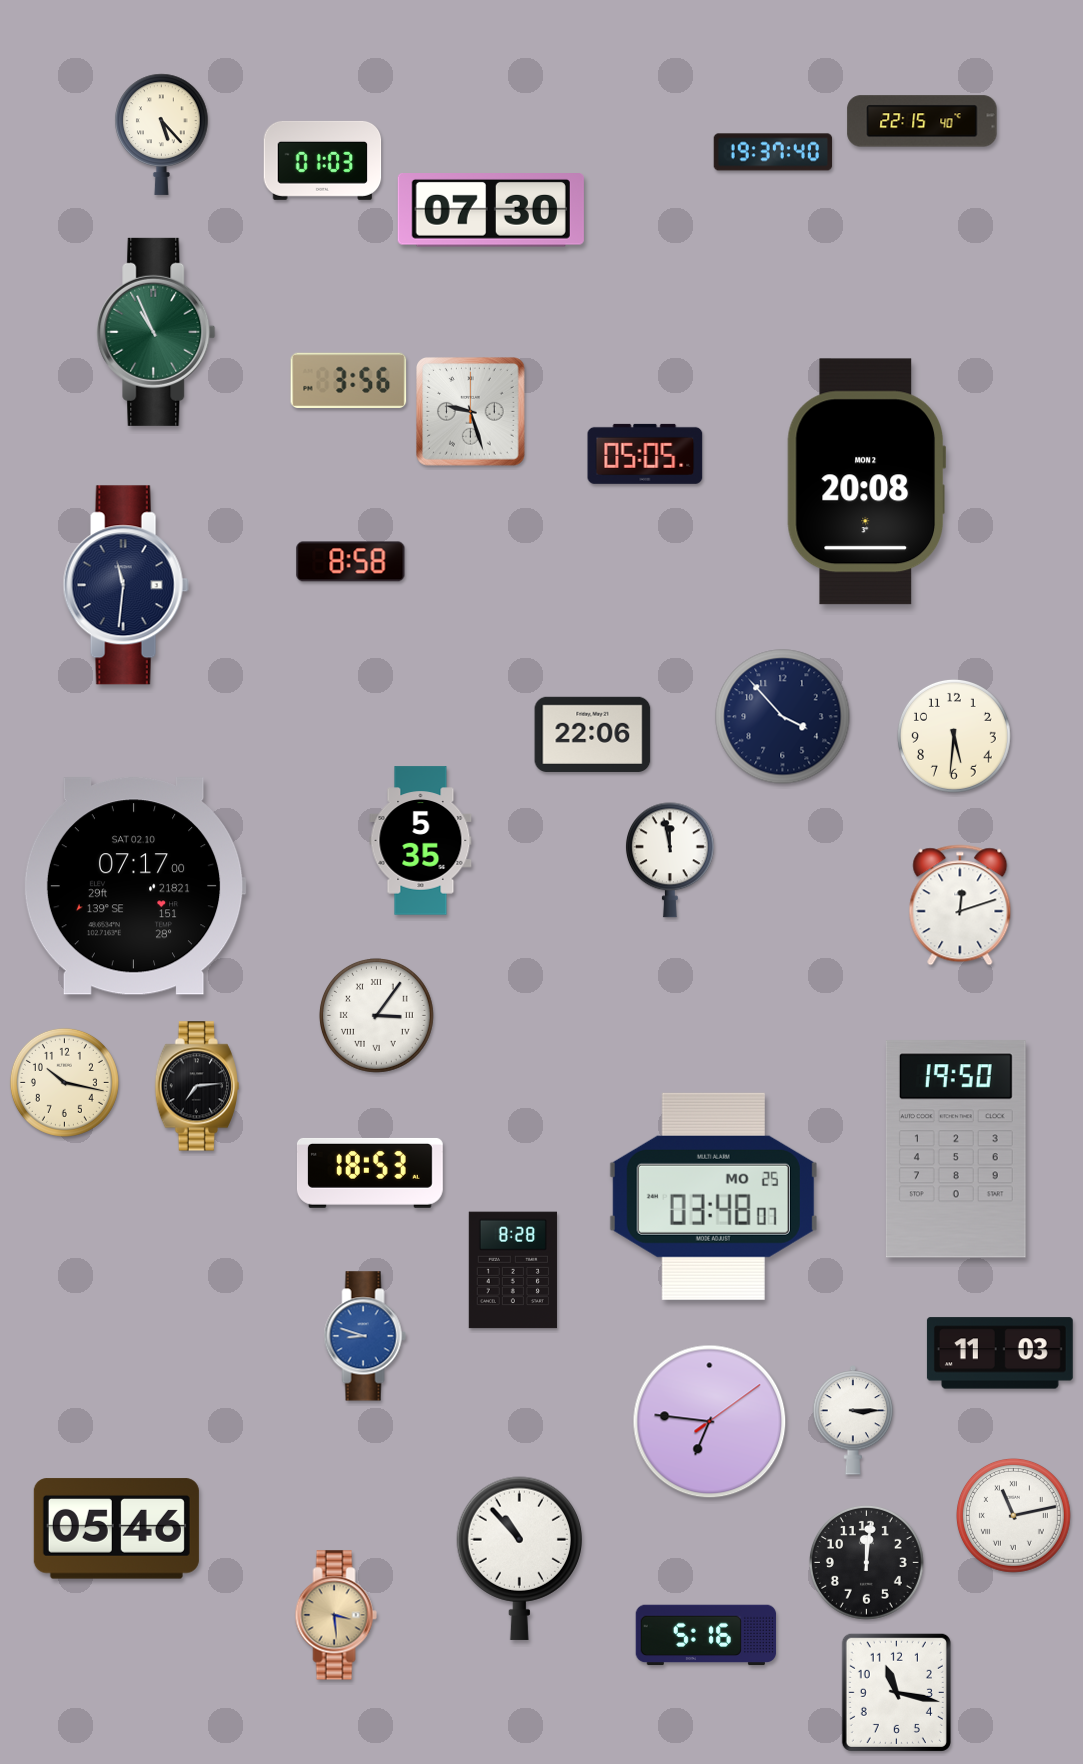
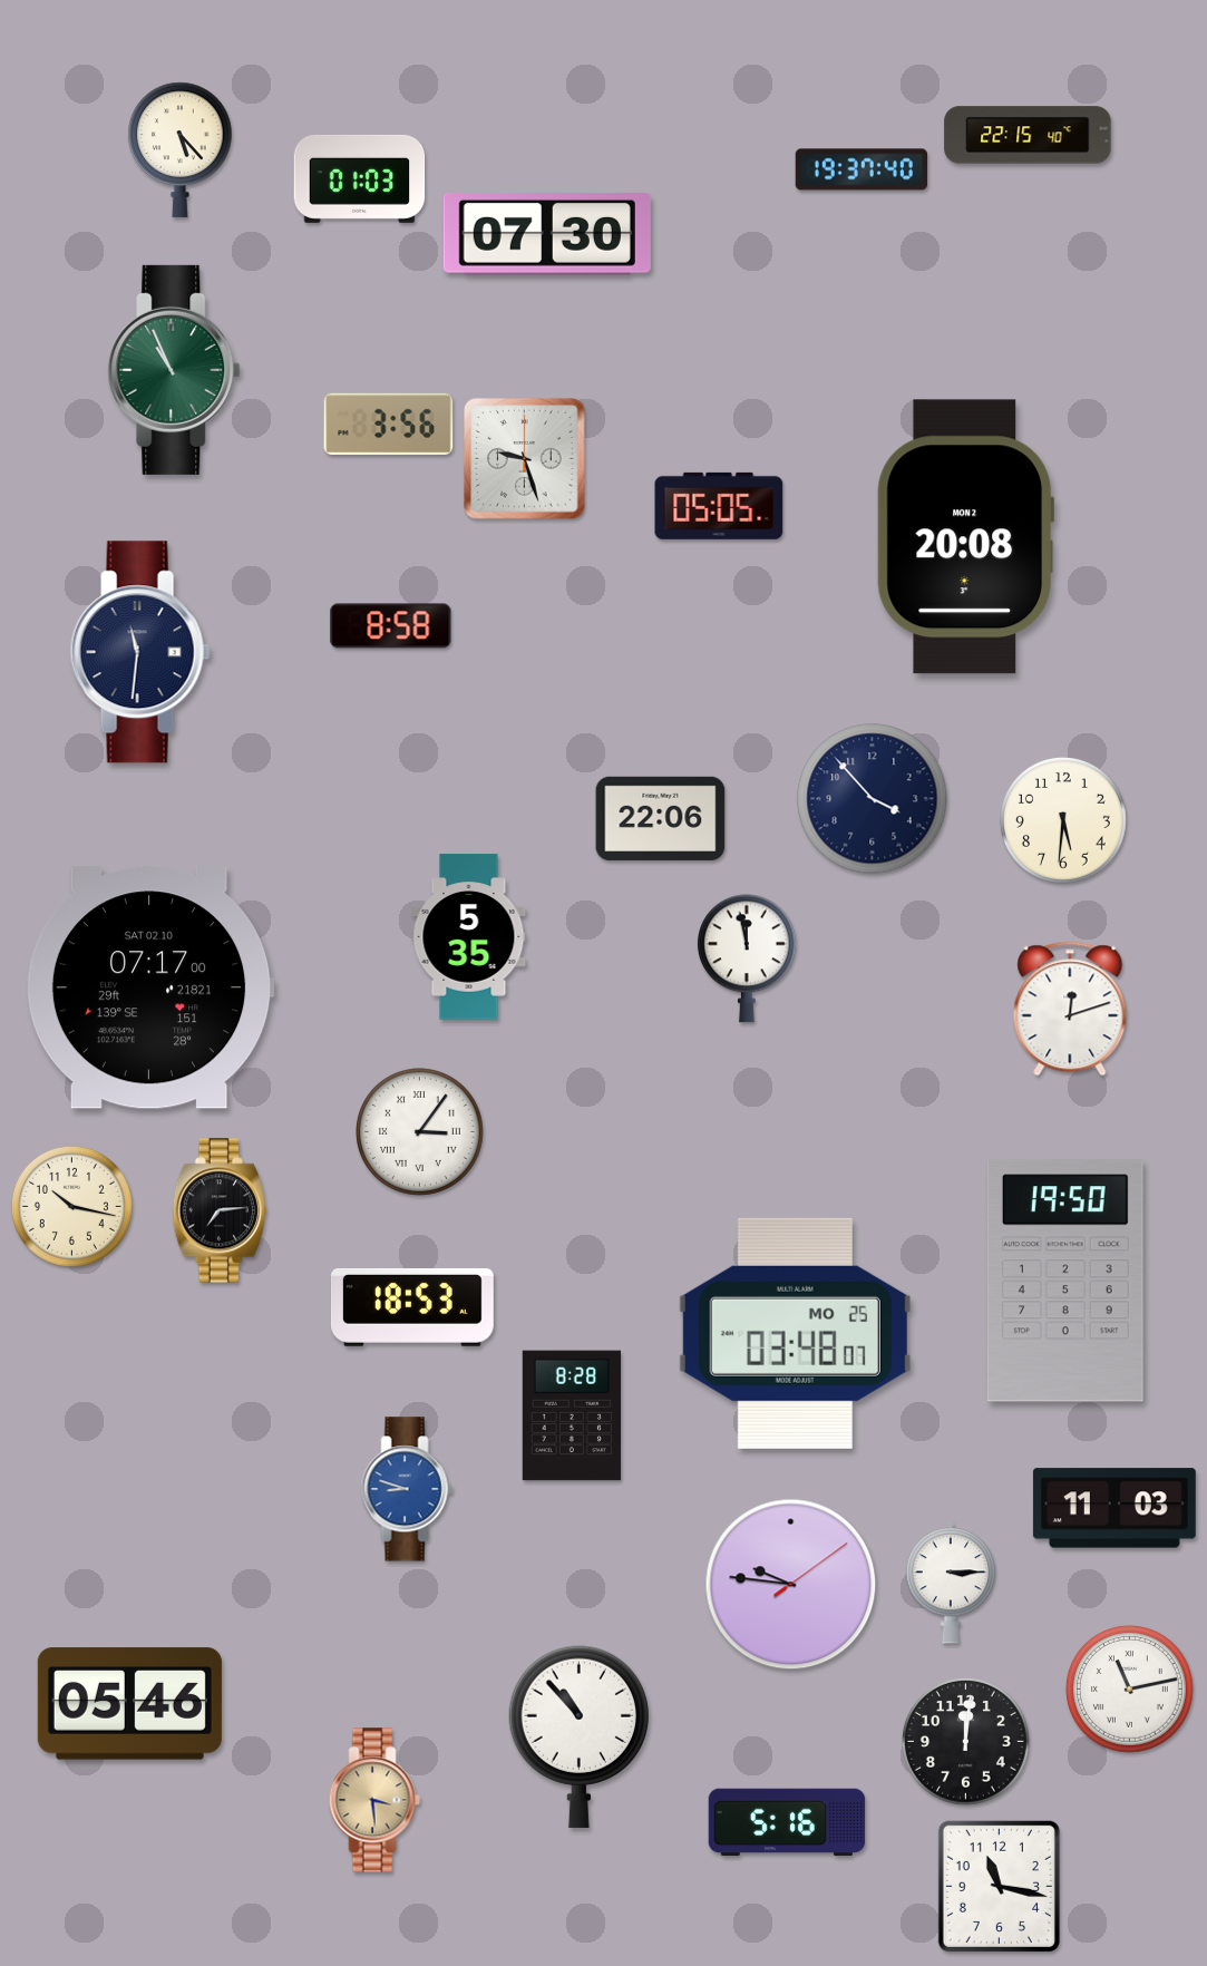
clock at (710, 1422): 6:46 -> 9:46
